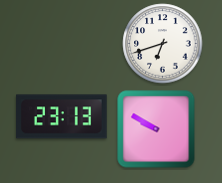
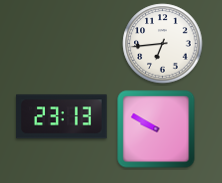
clock at (163, 44): 6:42 -> 6:44
